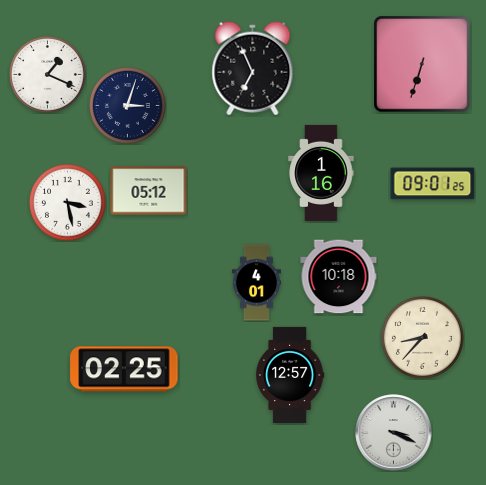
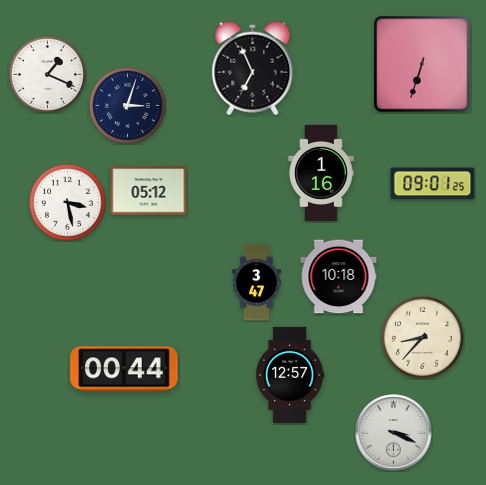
clock at (256, 283): 4:01 -> 3:47
clock at (124, 369): 02:25 -> 00:44
